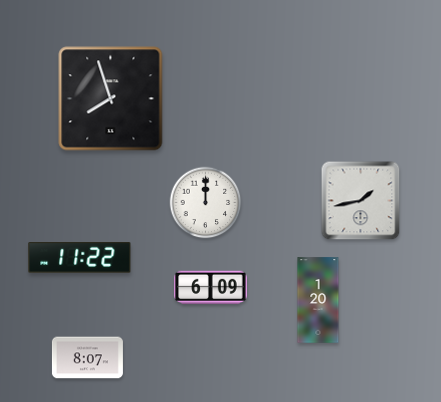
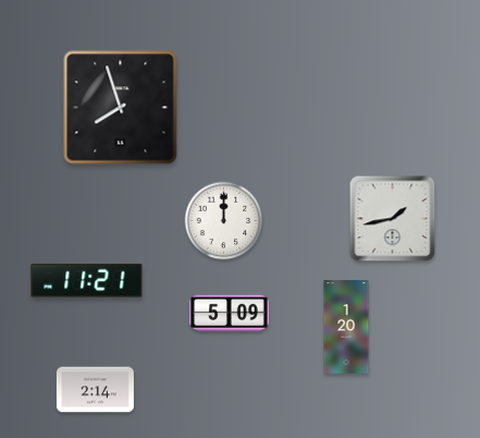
clock at (80, 258): 11:22 -> 11:21
clock at (211, 288): 6:09 -> 5:09
clock at (87, 358): 8:07 -> 2:14
